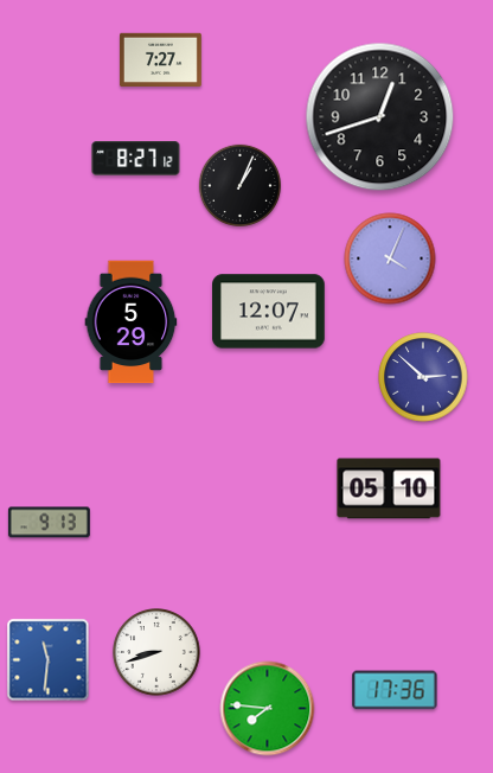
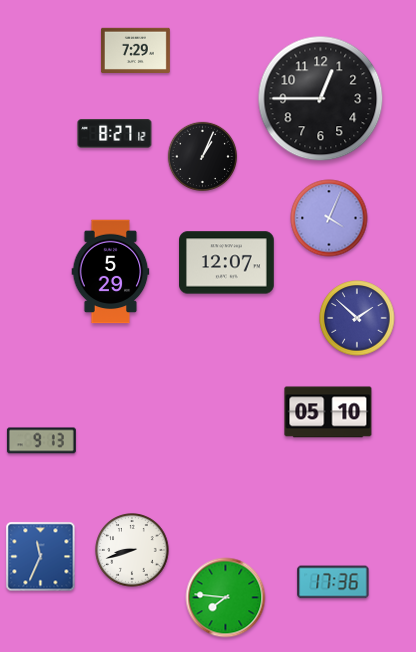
clock at (160, 59): 7:27 -> 7:29
clock at (380, 117): 12:42 -> 12:45
clock at (423, 377): 2:52 -> 1:52
clock at (49, 660): 11:31 -> 11:34
